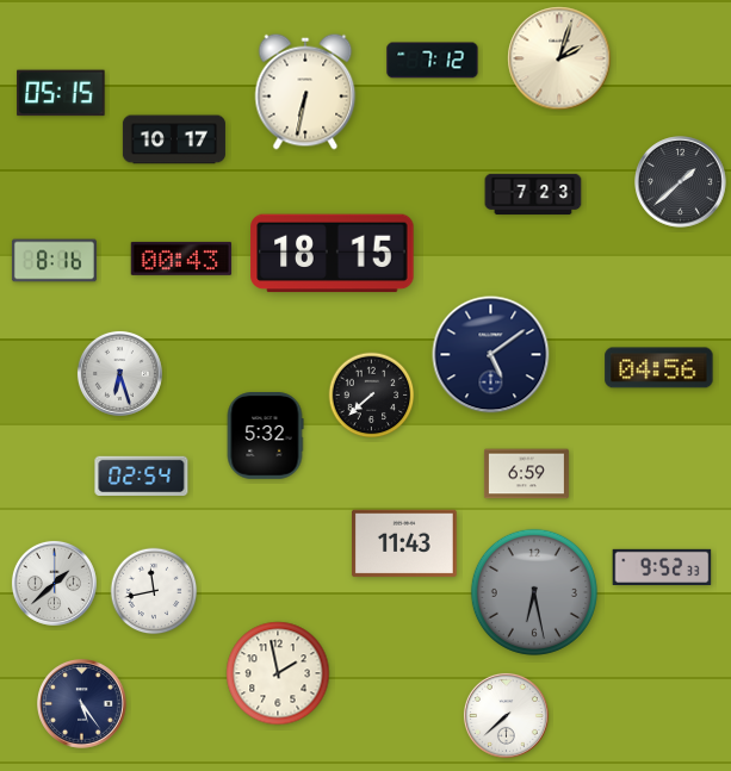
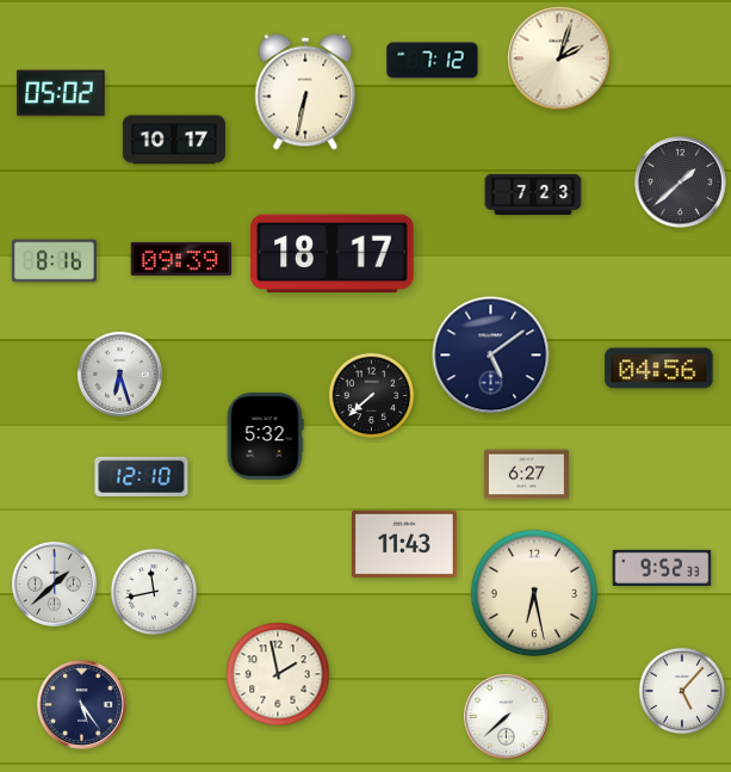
clock at (61, 93): 05:15 -> 05:02
clock at (333, 254): 18:15 -> 18:17
clock at (181, 259): 00:43 -> 09:39
clock at (526, 474): 6:59 -> 6:27
clock at (142, 475): 02:54 -> 12:10
clock at (534, 592) dial: grey -> cream
clock at (682, 691): none -> 5:07
